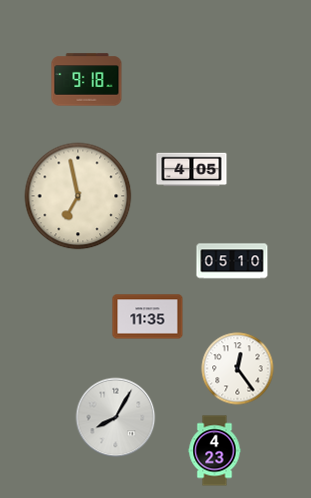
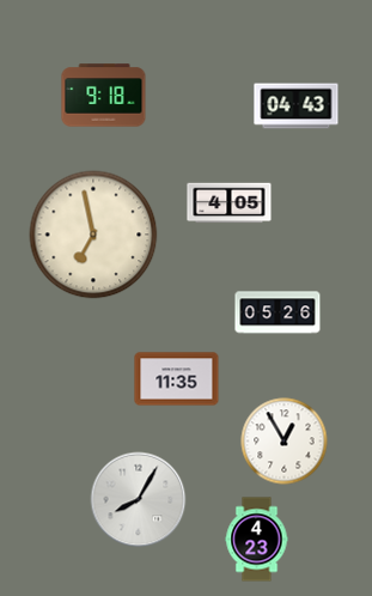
clock at (297, 107): none -> 04:43
clock at (232, 261): 05:10 -> 05:26
clock at (238, 369): 12:24 -> 12:55
